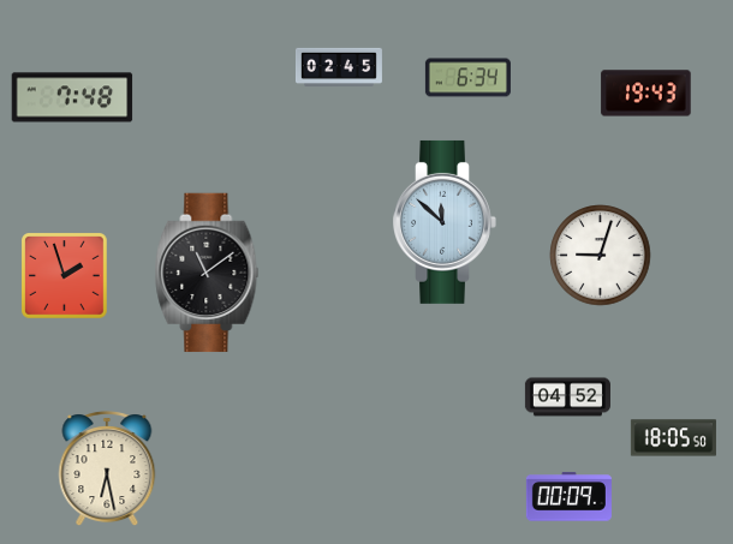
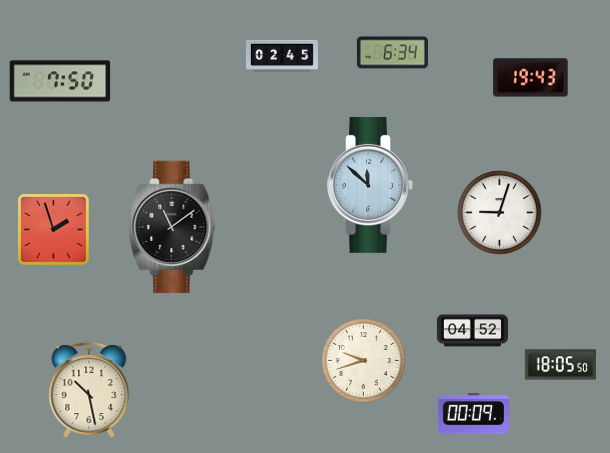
clock at (467, 78) position: (467, 78) -> (392, 53)
clock at (646, 94) position: (646, 94) -> (531, 78)
clock at (72, 97): 7:48 -> 7:50
clock at (364, 361): none -> 9:42
clock at (107, 470): 6:28 -> 10:28
